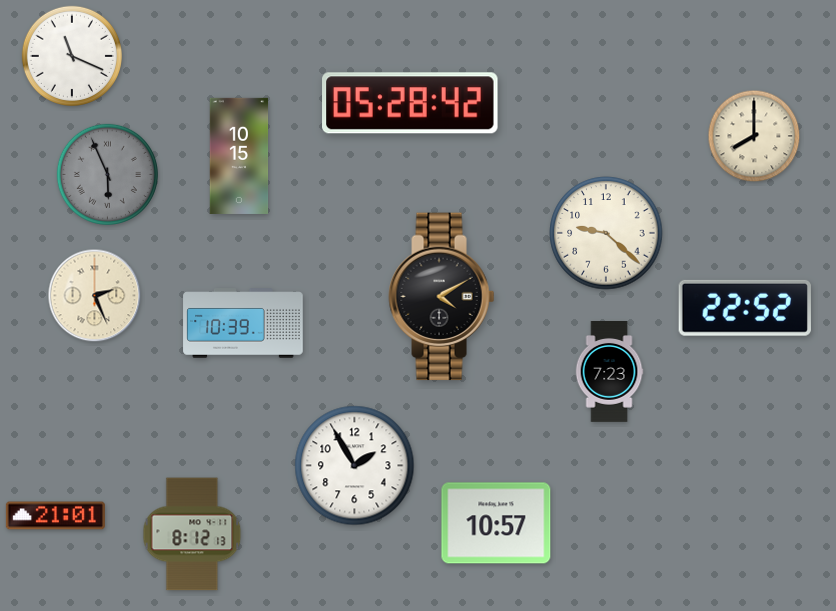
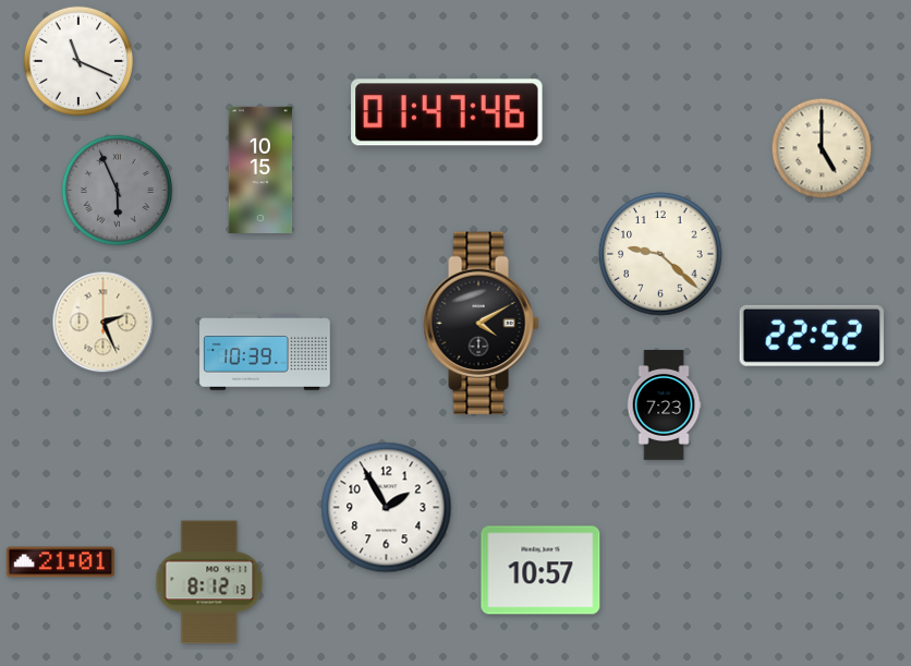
clock at (410, 103): 05:28 -> 01:47
clock at (754, 136): 8:00 -> 5:00
